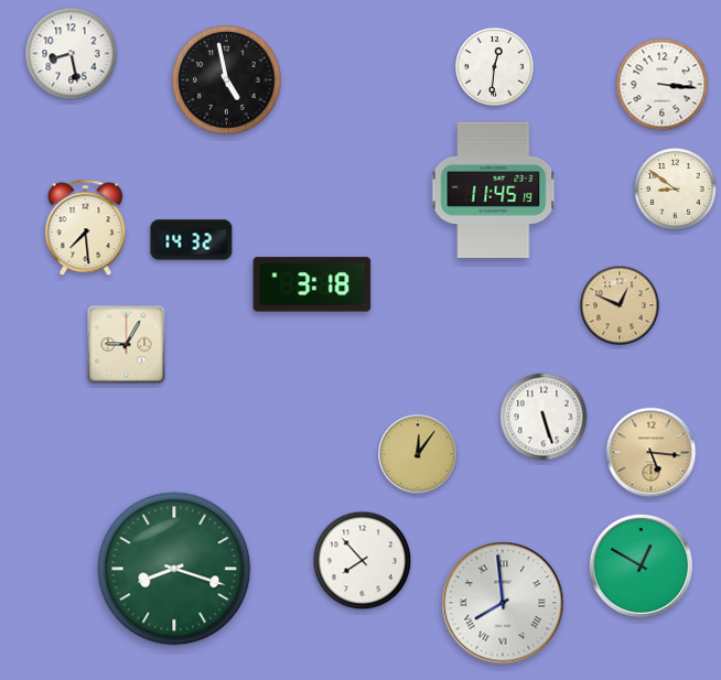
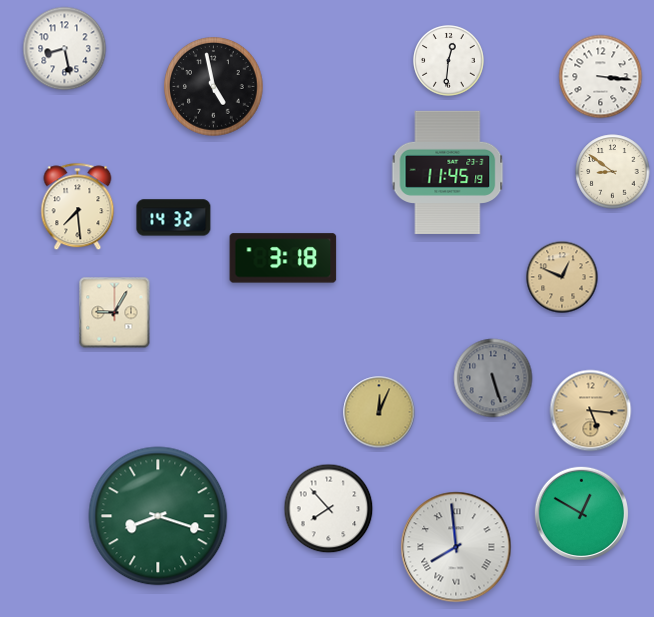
clock at (227, 80) position: (227, 80) -> (214, 87)
clock at (544, 417) dial: white -> grey
clock at (418, 454): 12:06 -> 12:04
